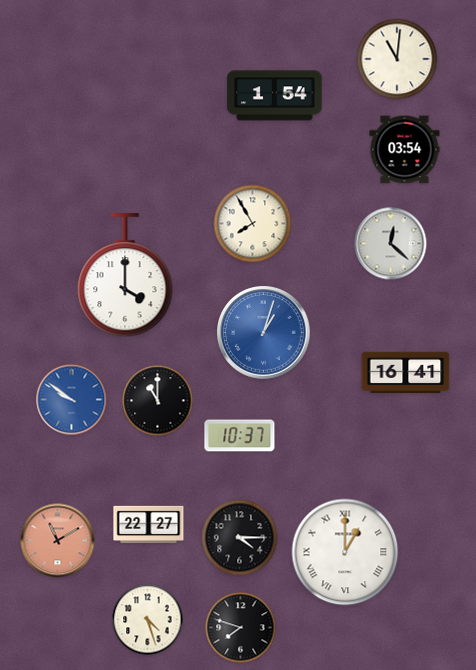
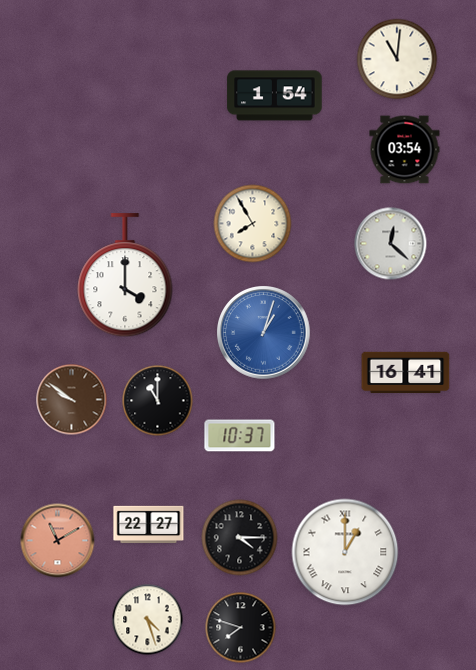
clock at (72, 400) dial: blue -> brown
